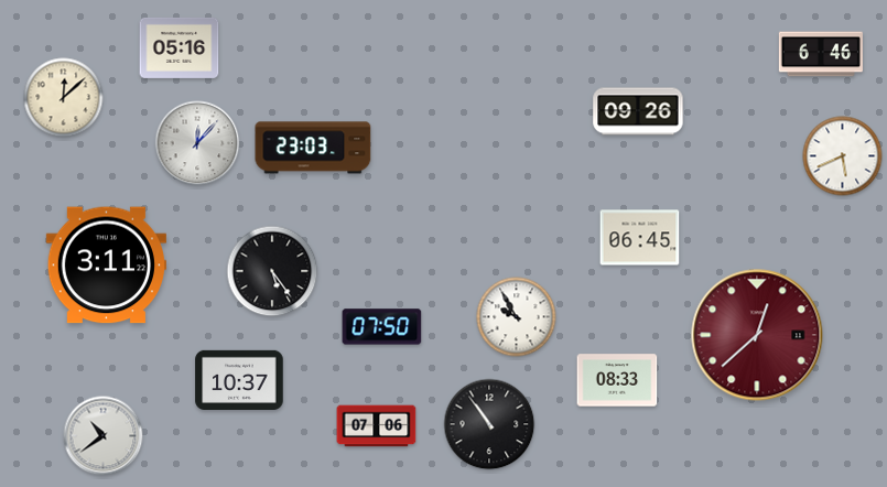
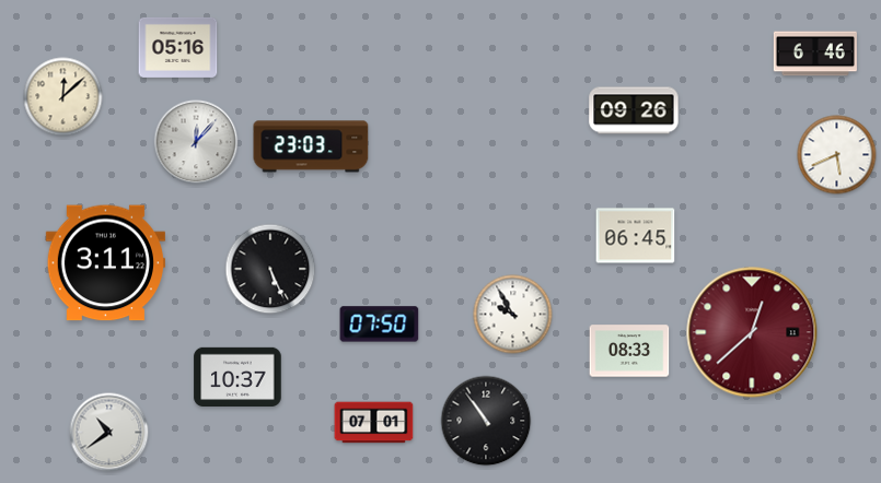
clock at (272, 271): 5:24 -> 5:26
clock at (617, 380) position: (617, 380) -> (629, 351)
clock at (377, 426): 07:06 -> 07:01
clock at (104, 436) position: (104, 436) -> (109, 433)
